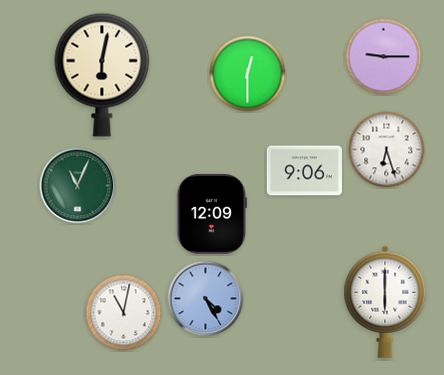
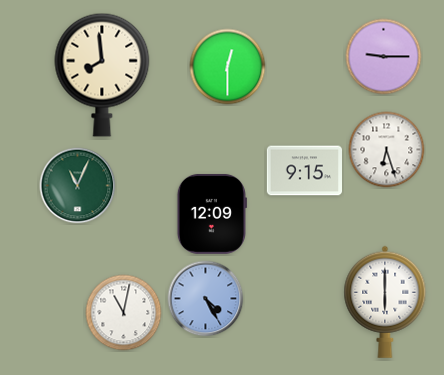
clock at (248, 74) position: (248, 74) -> (228, 67)
clock at (102, 75): 6:02 -> 7:59
clock at (304, 171): 9:06 -> 9:15
